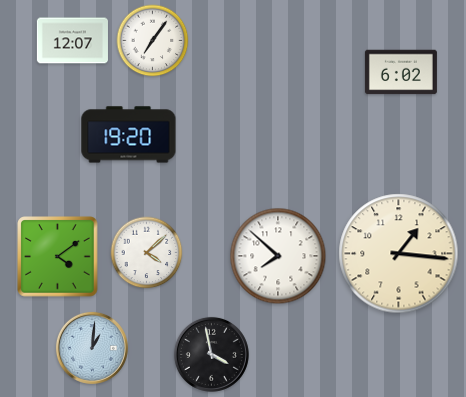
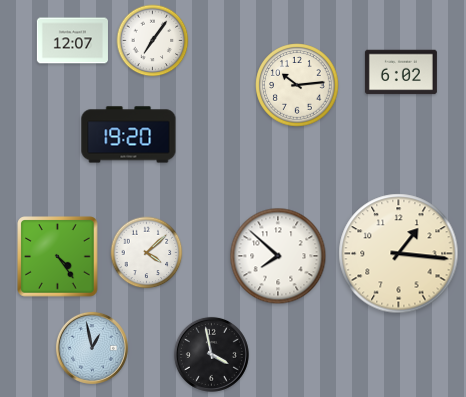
clock at (297, 85): none -> 10:14
clock at (58, 257): 4:09 -> 4:24
clock at (92, 348): 1:01 -> 12:58
